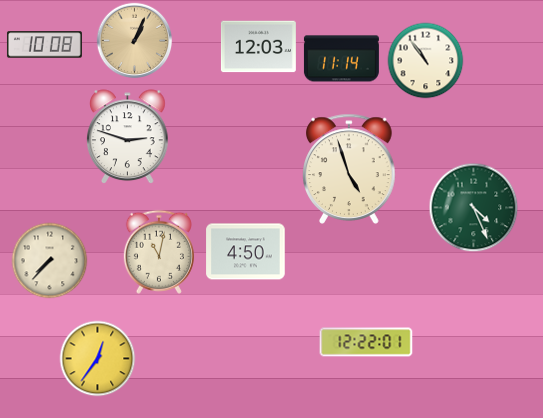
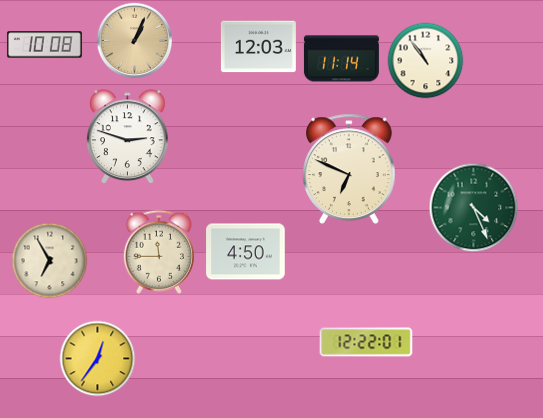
clock at (349, 169): 4:57 -> 6:49
clock at (159, 252): 11:02 -> 11:45
clock at (50, 261): 7:37 -> 6:55
